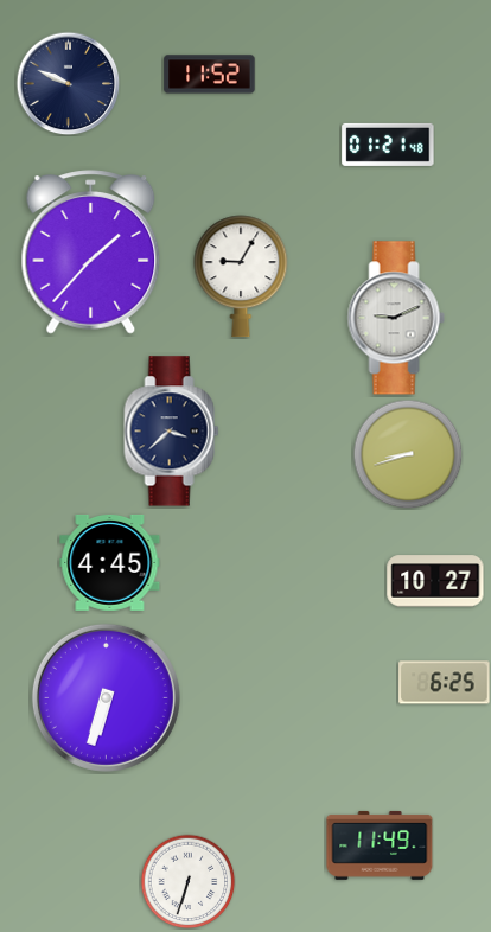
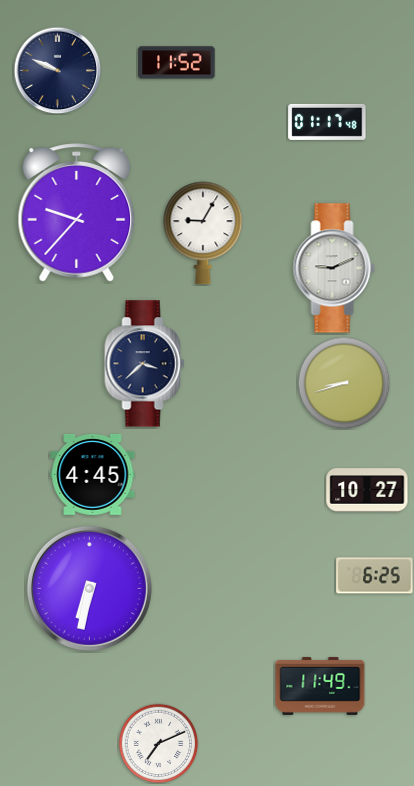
clock at (388, 145): 01:21 -> 01:17
clock at (91, 253): 1:37 -> 9:37
clock at (106, 697): 6:33 -> 6:32
clock at (380, 845) position: (380, 845) -> (320, 686)
clock at (187, 881): 6:33 -> 7:11
